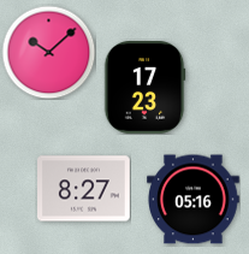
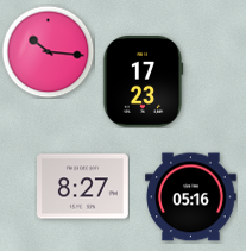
clock at (48, 52): 10:08 -> 10:16
clock at (144, 88) position: (144, 88) -> (143, 82)
